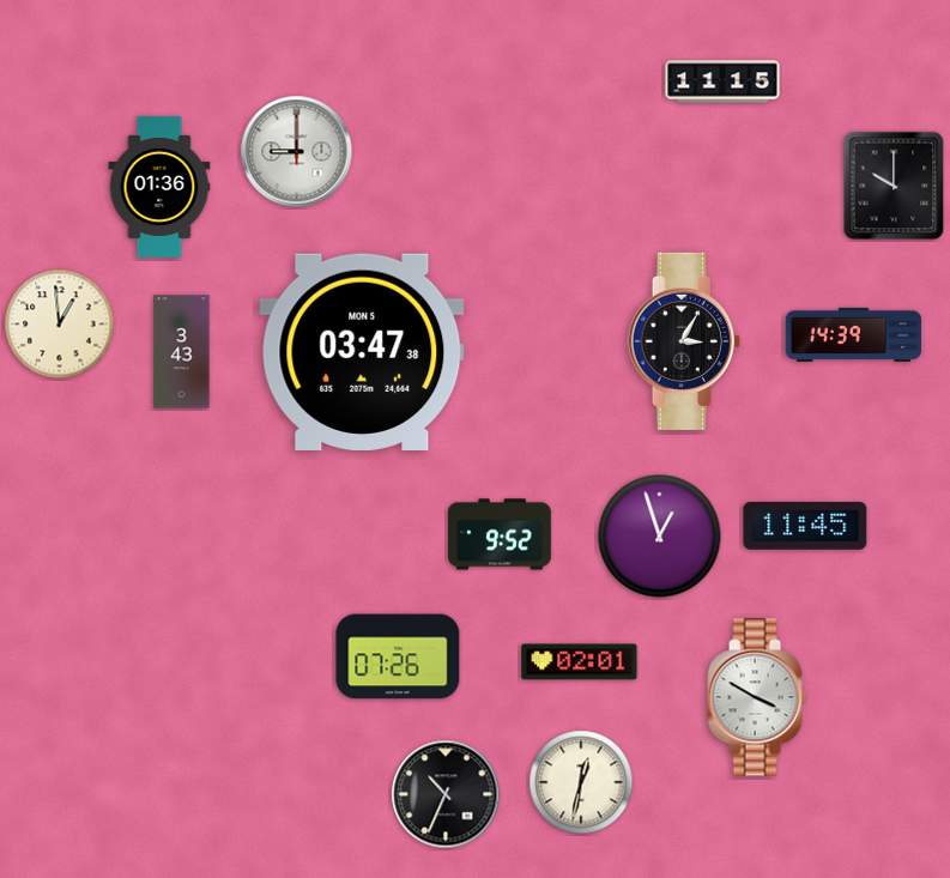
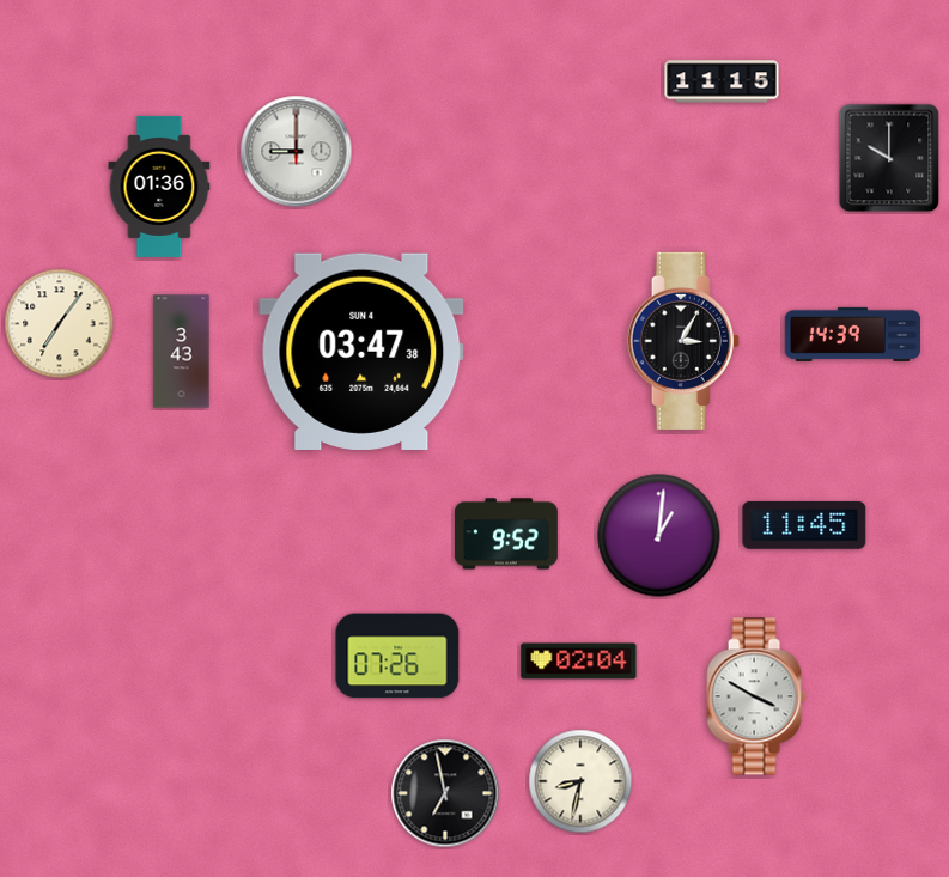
clock at (894, 186) position: (894, 186) -> (889, 158)
clock at (60, 325): 12:59 -> 7:06
clock at (362, 352) date: MON 5 -> SUN 4
clock at (500, 534) position: (500, 534) -> (506, 534)
clock at (660, 537): 12:57 -> 1:01
clock at (580, 662): 02:01 -> 02:04
clock at (581, 782): 12:32 -> 8:32
clock at (446, 794): 10:34 -> 6:58
